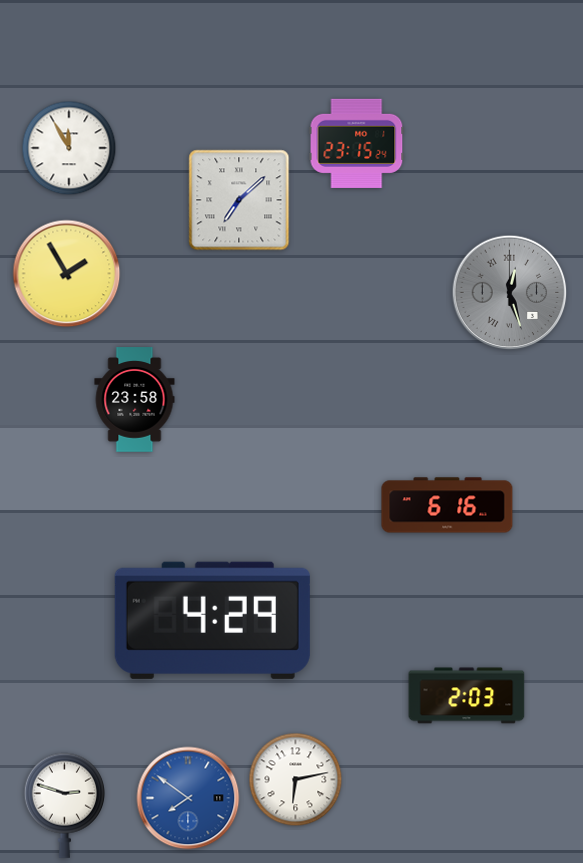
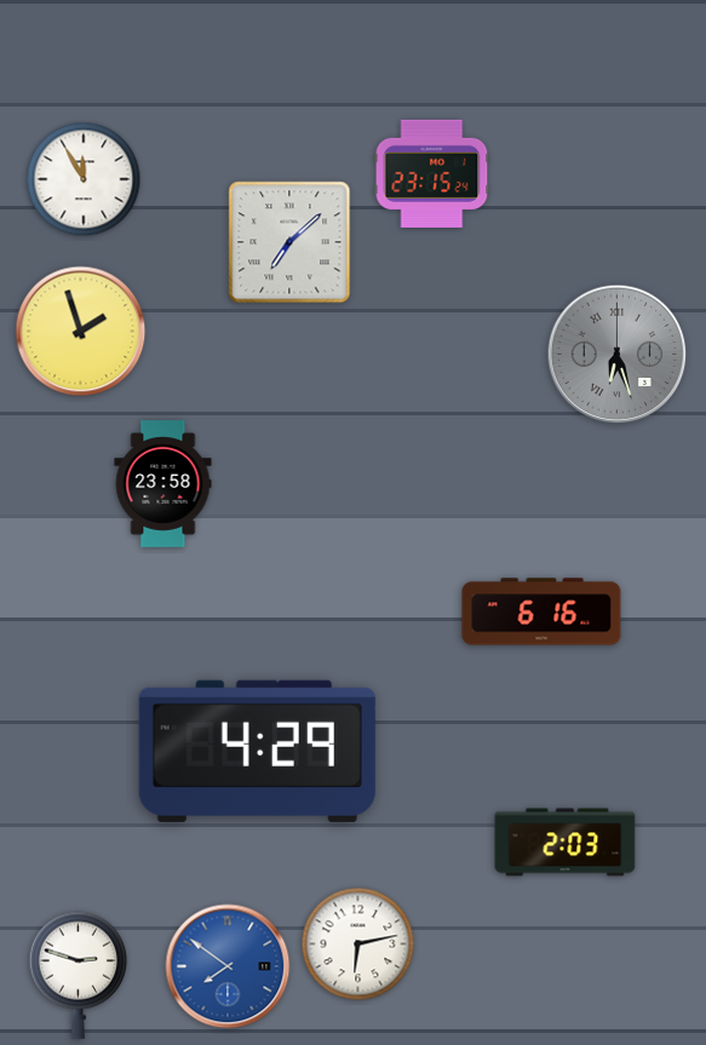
clock at (67, 274): 1:55 -> 1:57
clock at (510, 293): 12:27 -> 6:27
